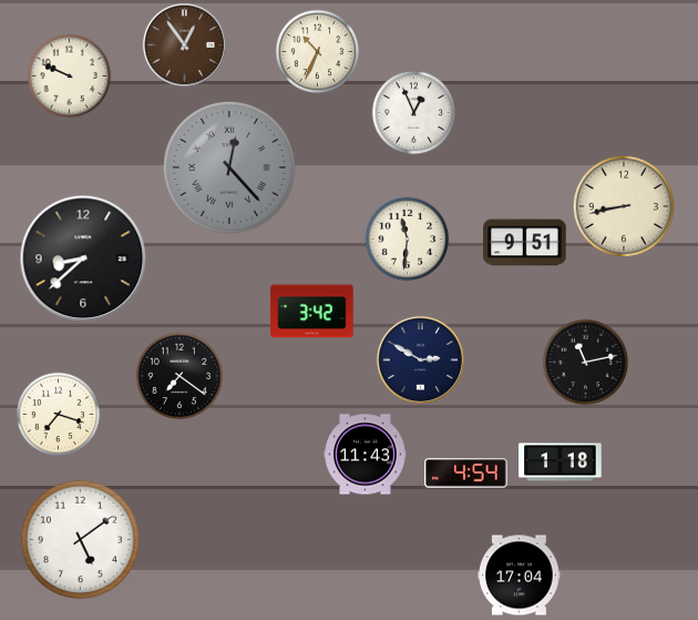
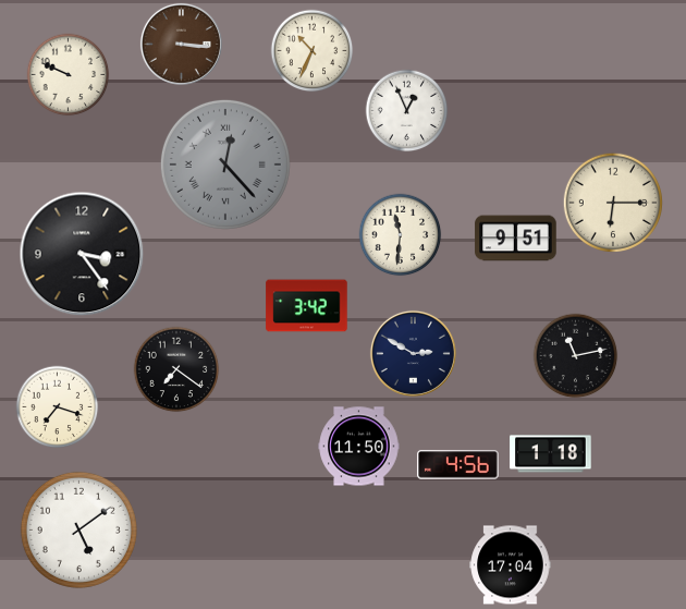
clock at (184, 44): 12:54 -> 3:16
clock at (623, 205): 8:43 -> 6:15
clock at (83, 258): 8:38 -> 3:24
clock at (366, 455): 11:43 -> 11:50
clock at (466, 474): 4:54 -> 4:56
